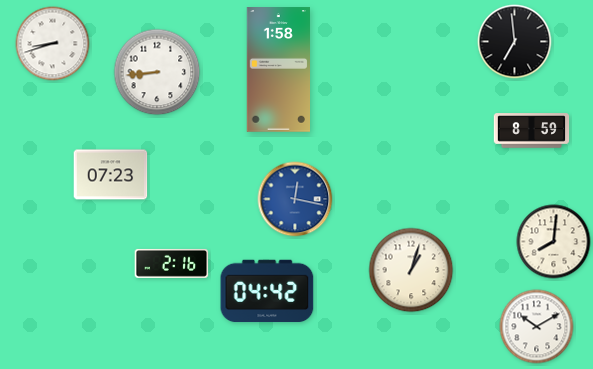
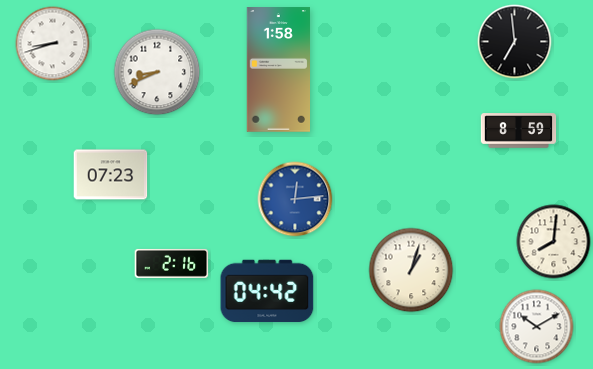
clock at (157, 72): 8:44 -> 8:41
clock at (532, 131) position: (532, 131) -> (519, 131)
clock at (295, 199): 12:17 -> 12:14
